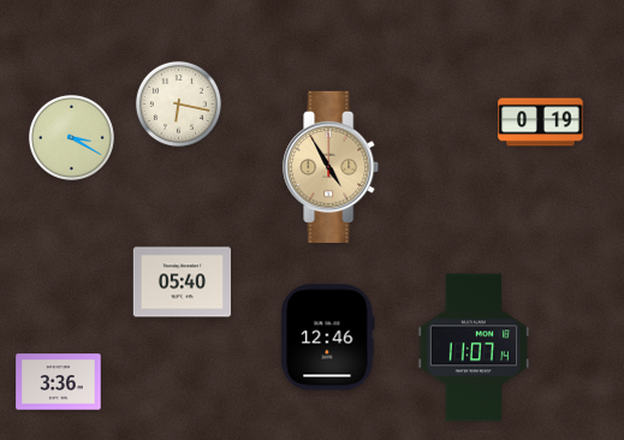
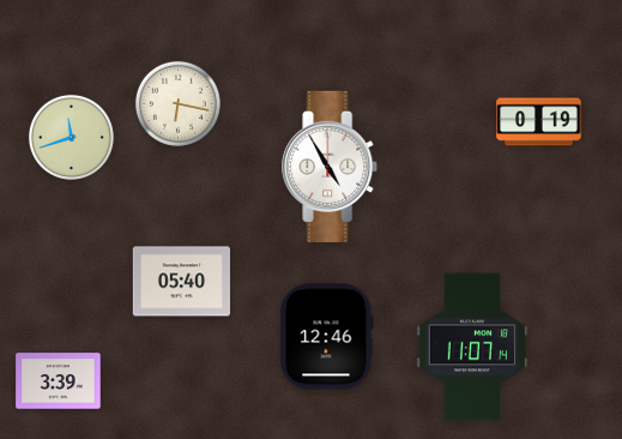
clock at (71, 137): 3:20 -> 11:42
clock at (332, 167) dial: champagne -> white
clock at (59, 382): 3:36 -> 3:39
